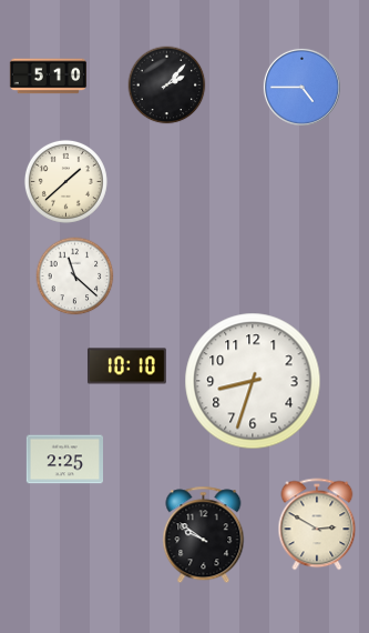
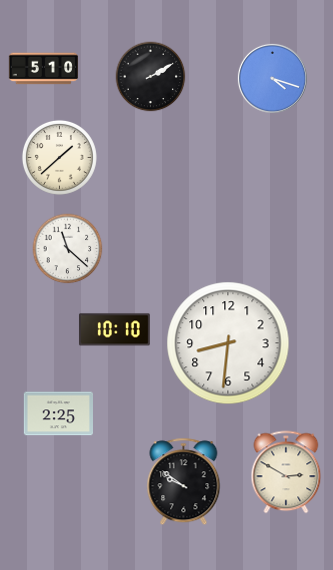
clock at (167, 86): 2:07 -> 2:10
clock at (301, 87): 4:45 -> 4:18
clock at (65, 181) position: (65, 181) -> (59, 157)
clock at (253, 381): 8:33 -> 8:31
